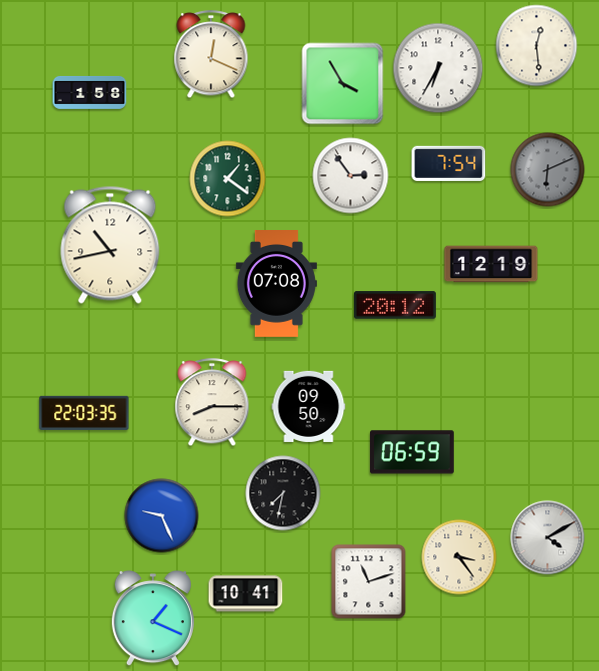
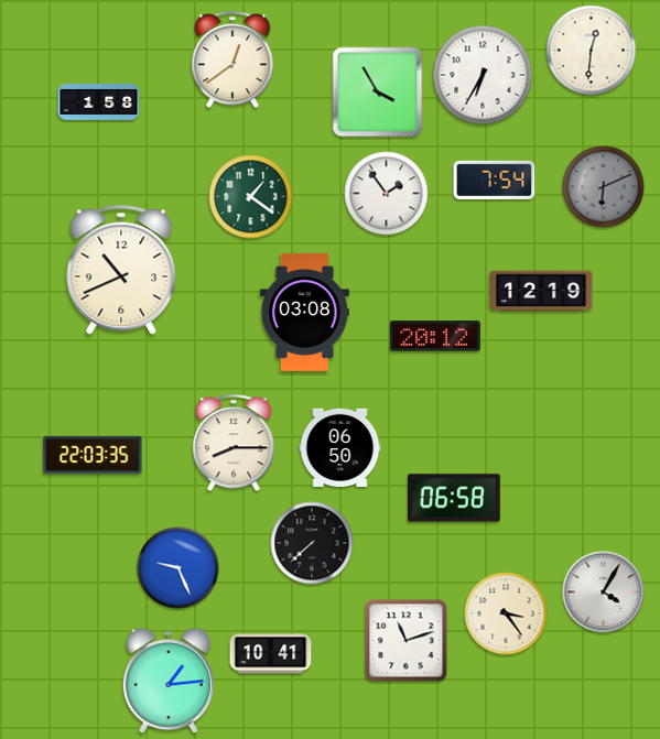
clock at (537, 46): 12:29 -> 12:31
clock at (211, 55): 12:19 -> 12:39
clock at (351, 176): 2:54 -> 1:54
clock at (110, 245): 10:43 -> 10:41
clock at (276, 284): 07:08 -> 03:08
clock at (309, 406): 09:50 -> 06:50
clock at (413, 452): 06:59 -> 06:58
clock at (283, 493): 7:32 -> 7:38
clock at (548, 538): 4:10 -> 4:05
clock at (153, 619): 1:19 -> 1:14
